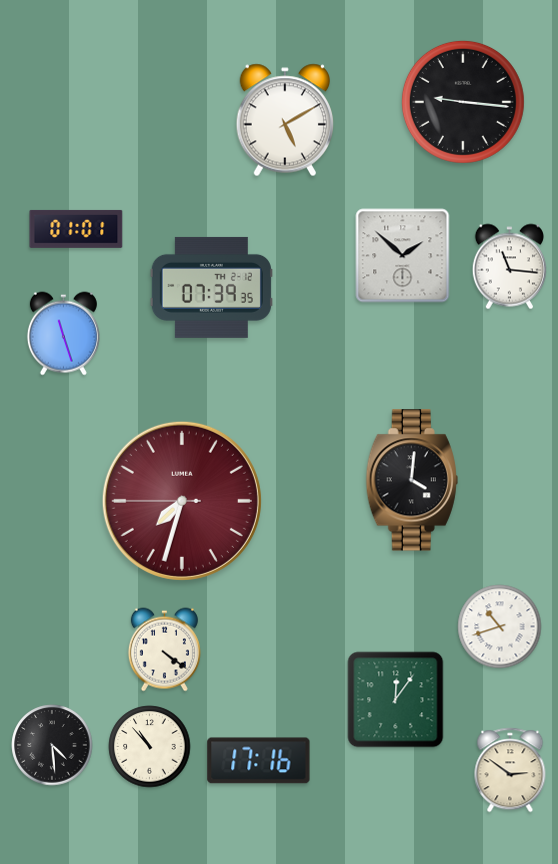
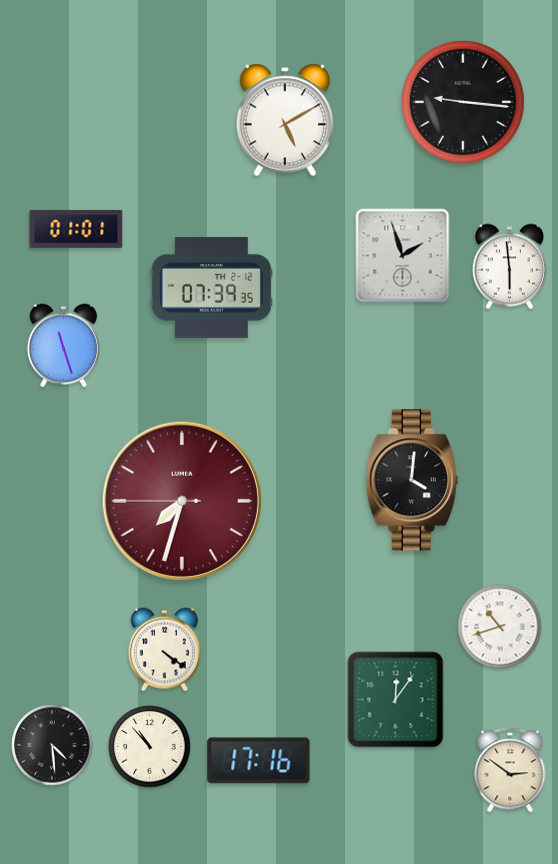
clock at (403, 256): 1:52 -> 1:57
clock at (509, 267): 11:16 -> 5:59
clock at (63, 334) position: (63, 334) -> (63, 346)
